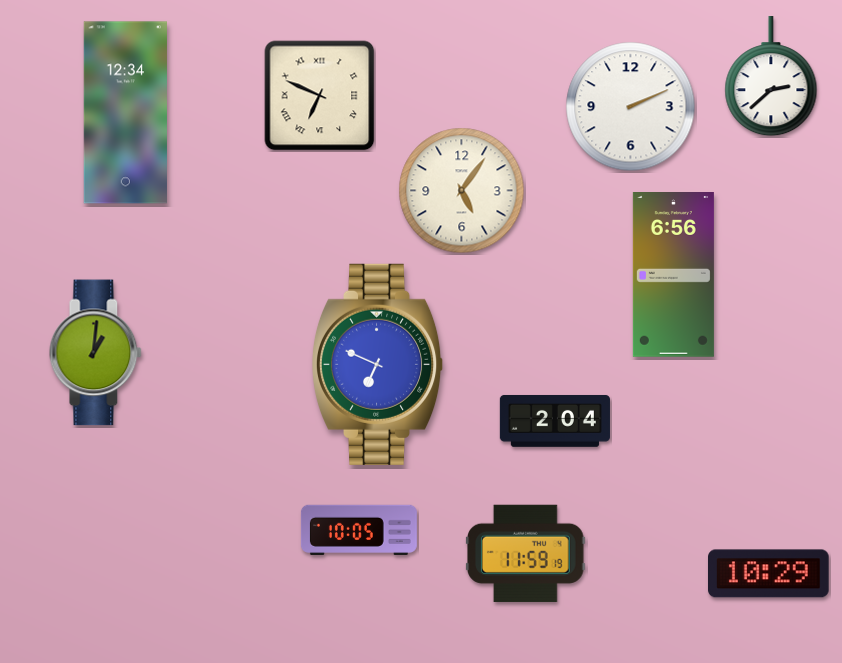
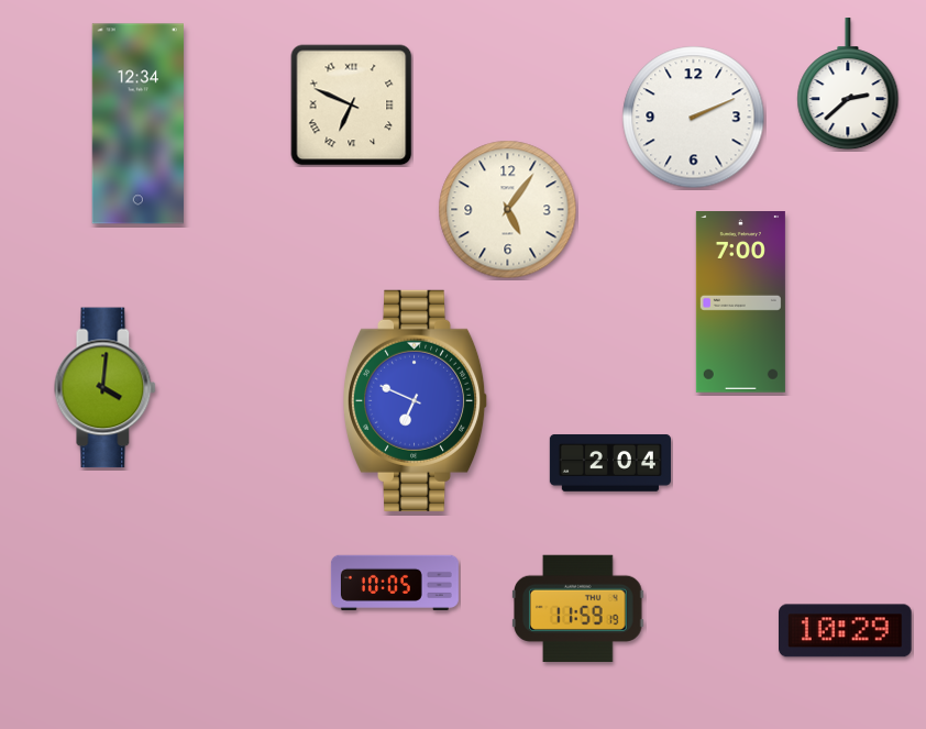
clock at (673, 275): 6:56 -> 7:00
clock at (96, 353): 1:01 -> 4:01
